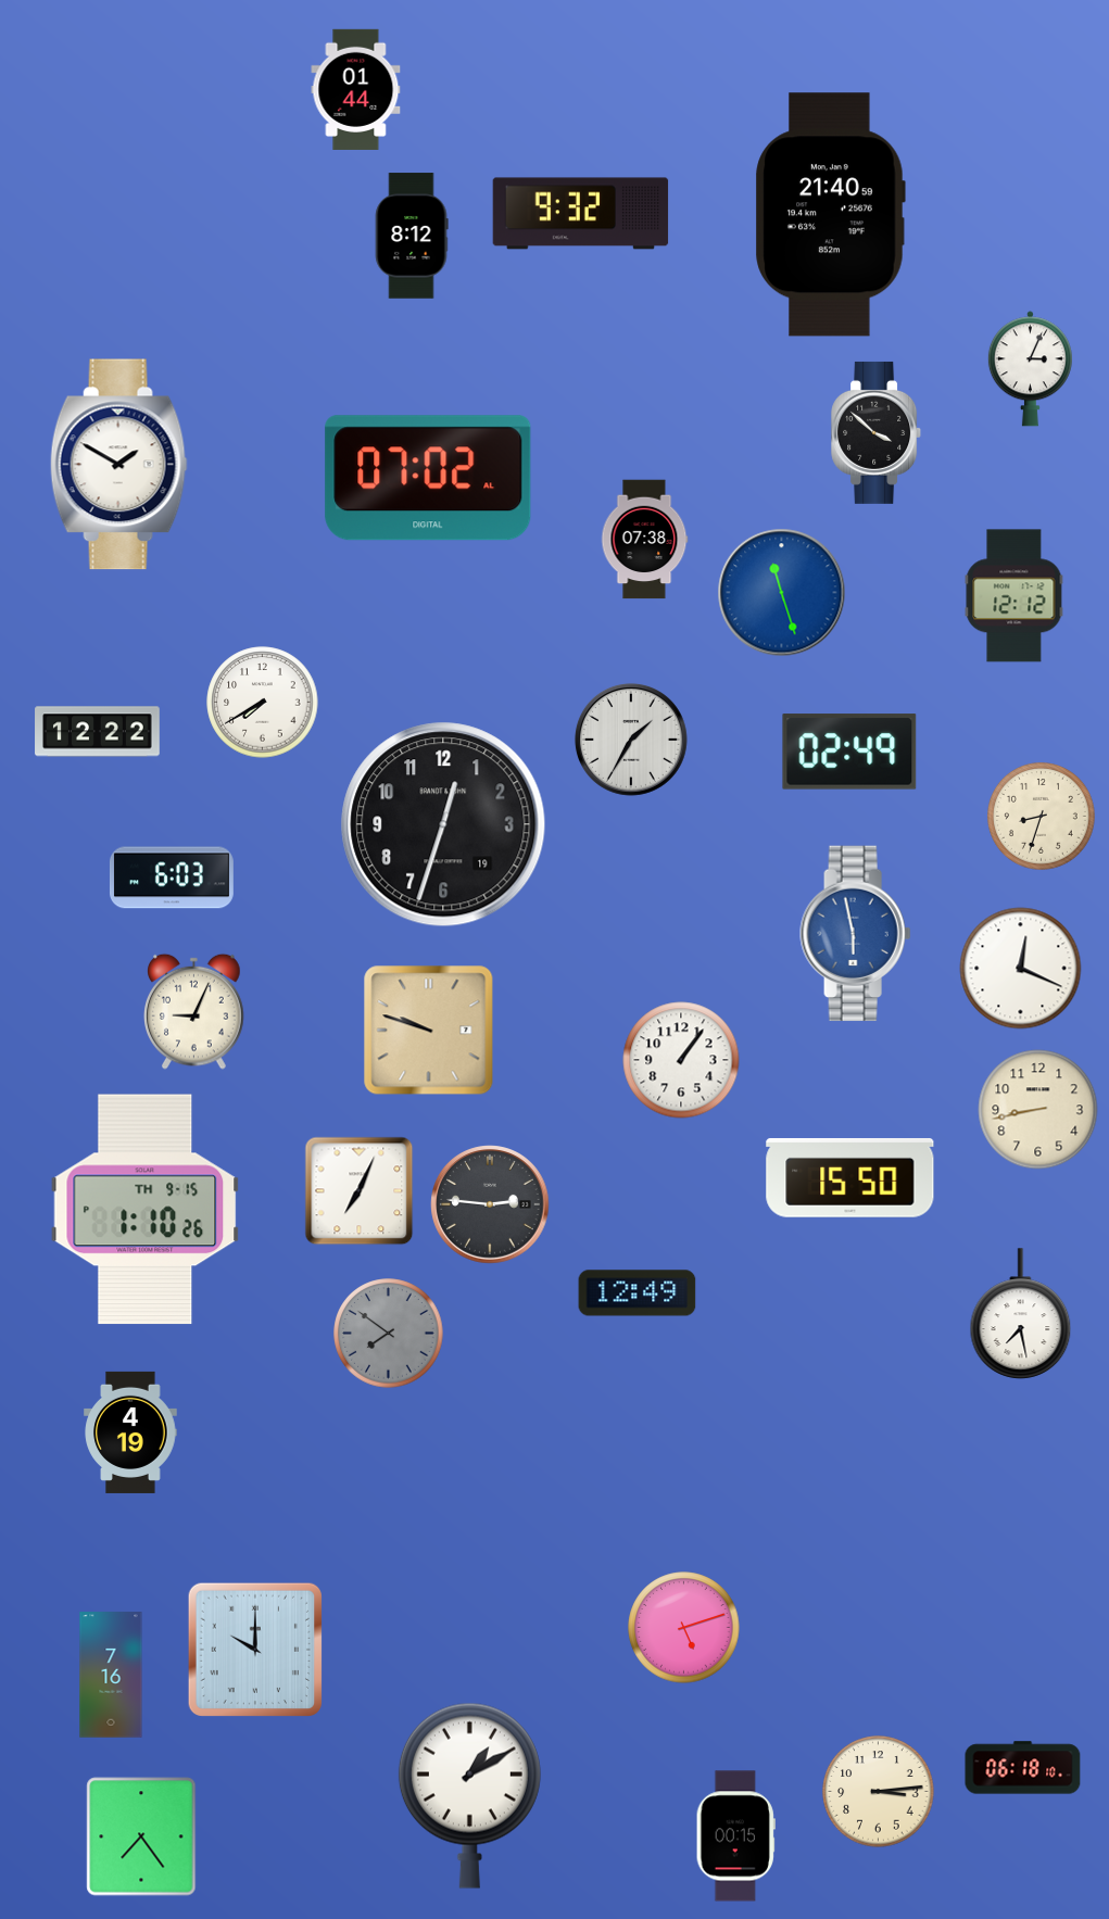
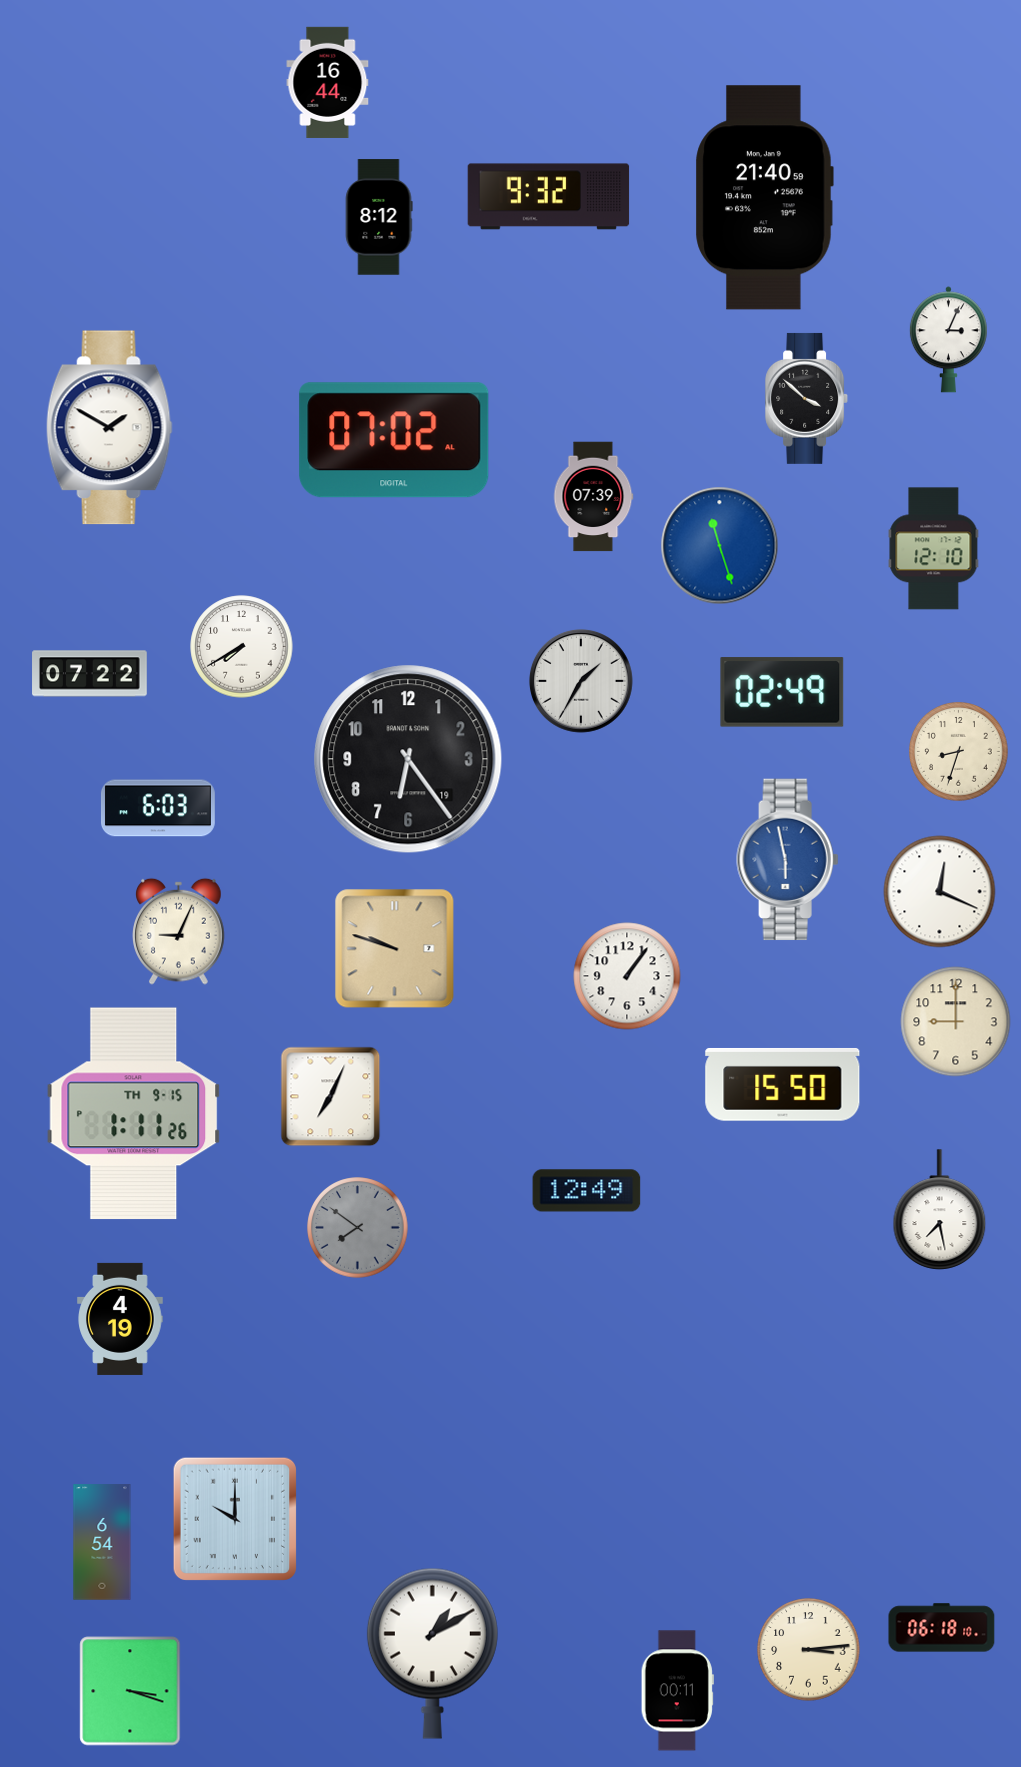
clock at (356, 89): 01:44 -> 16:44
clock at (581, 214) position: (581, 214) -> (549, 197)
clock at (644, 540): 07:38 -> 07:39
clock at (1015, 596): 12:12 -> 12:10
clock at (98, 732): 12:22 -> 07:22
clock at (443, 824): 12:33 -> 6:24
clock at (1038, 1110): 8:43 -> 9:00
clock at (490, 1204): 2:46 -> none
clock at (146, 1210): 1:10 -> 1:11
clock at (684, 1628): 5:12 -> none
clock at (111, 1675): 7:16 -> 6:54
clock at (141, 1836): 7:24 -> 3:18
clock at (735, 1836): 00:15 -> 00:11
